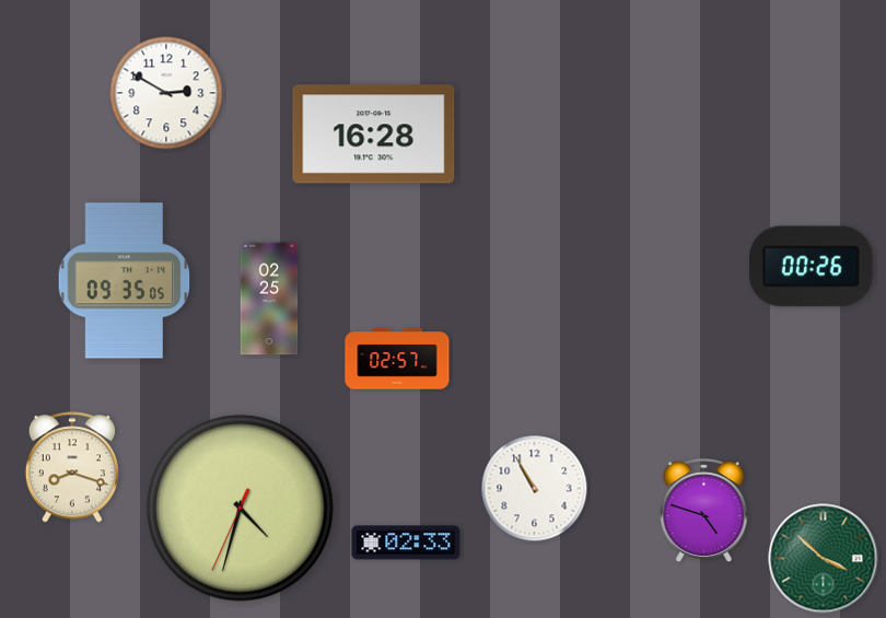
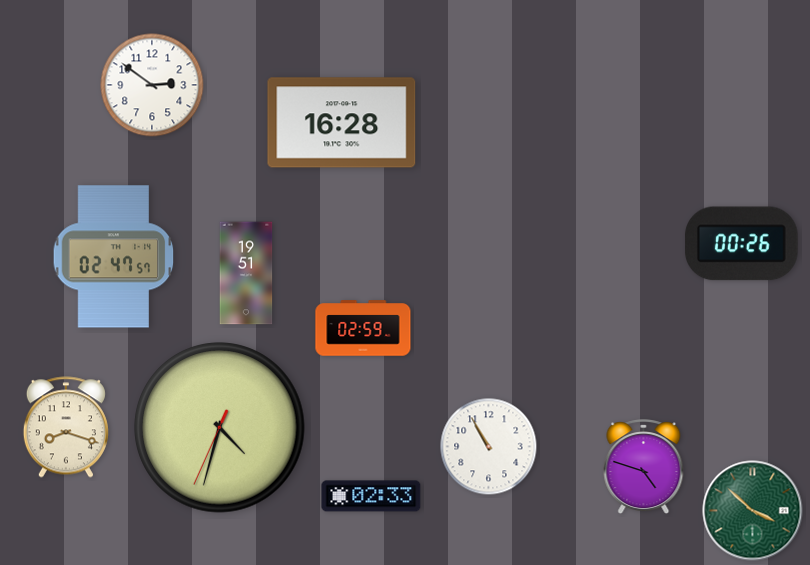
clock at (166, 93): 2:50 -> 2:51
clock at (125, 281): 09:35 -> 02:47
clock at (269, 299): 02:25 -> 19:51
clock at (397, 359): 02:57 -> 02:59
clock at (241, 509) position: (241, 509) -> (220, 428)
